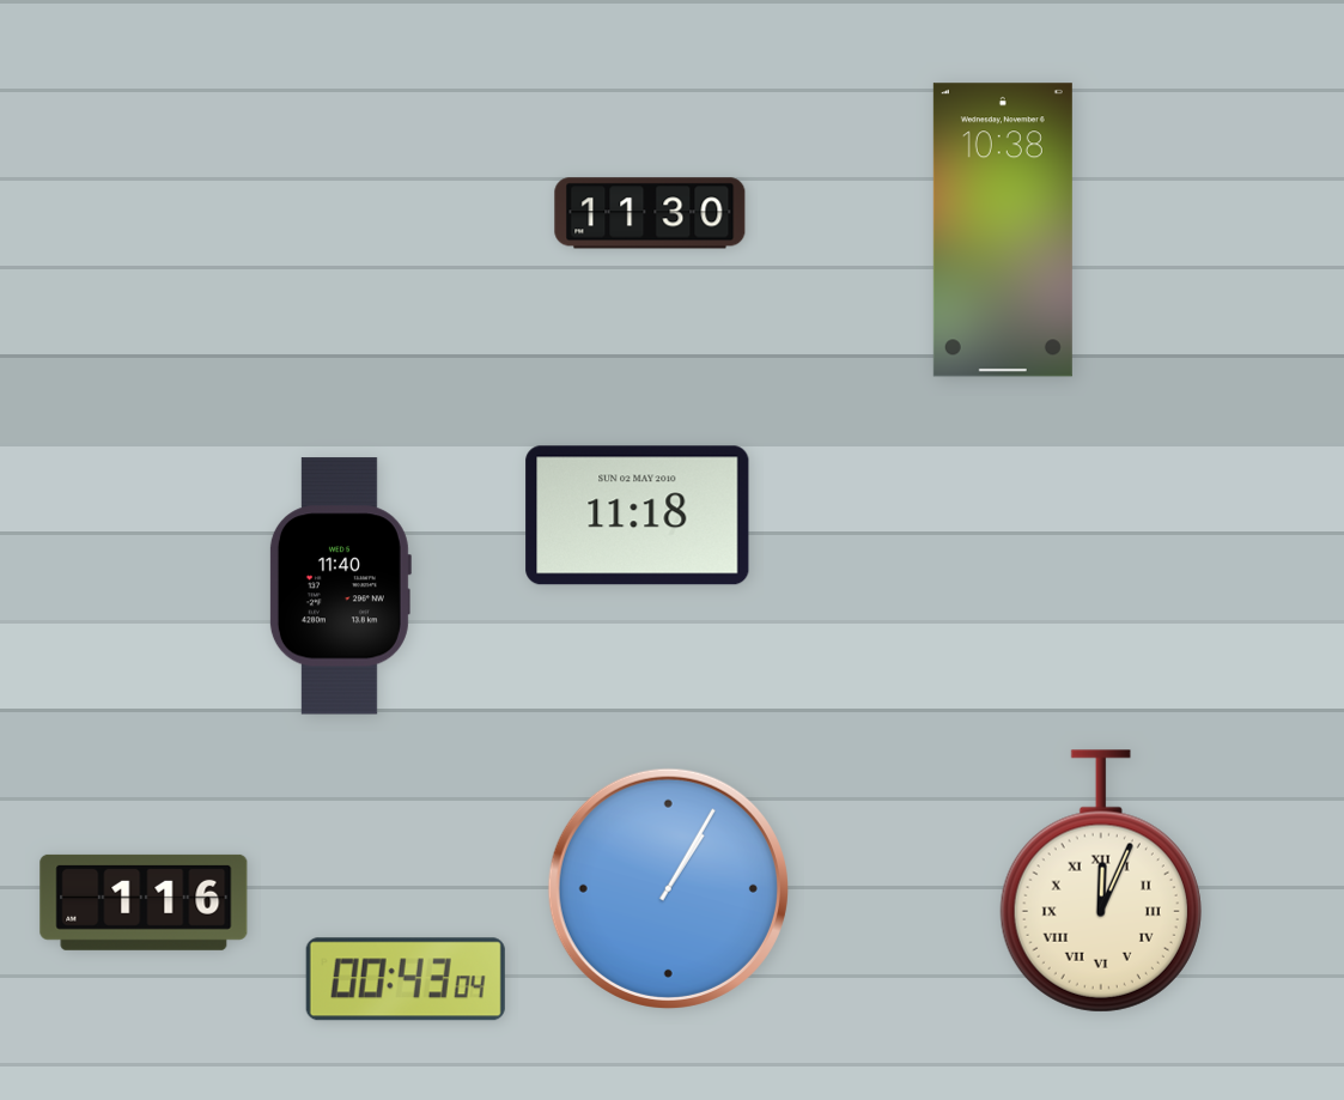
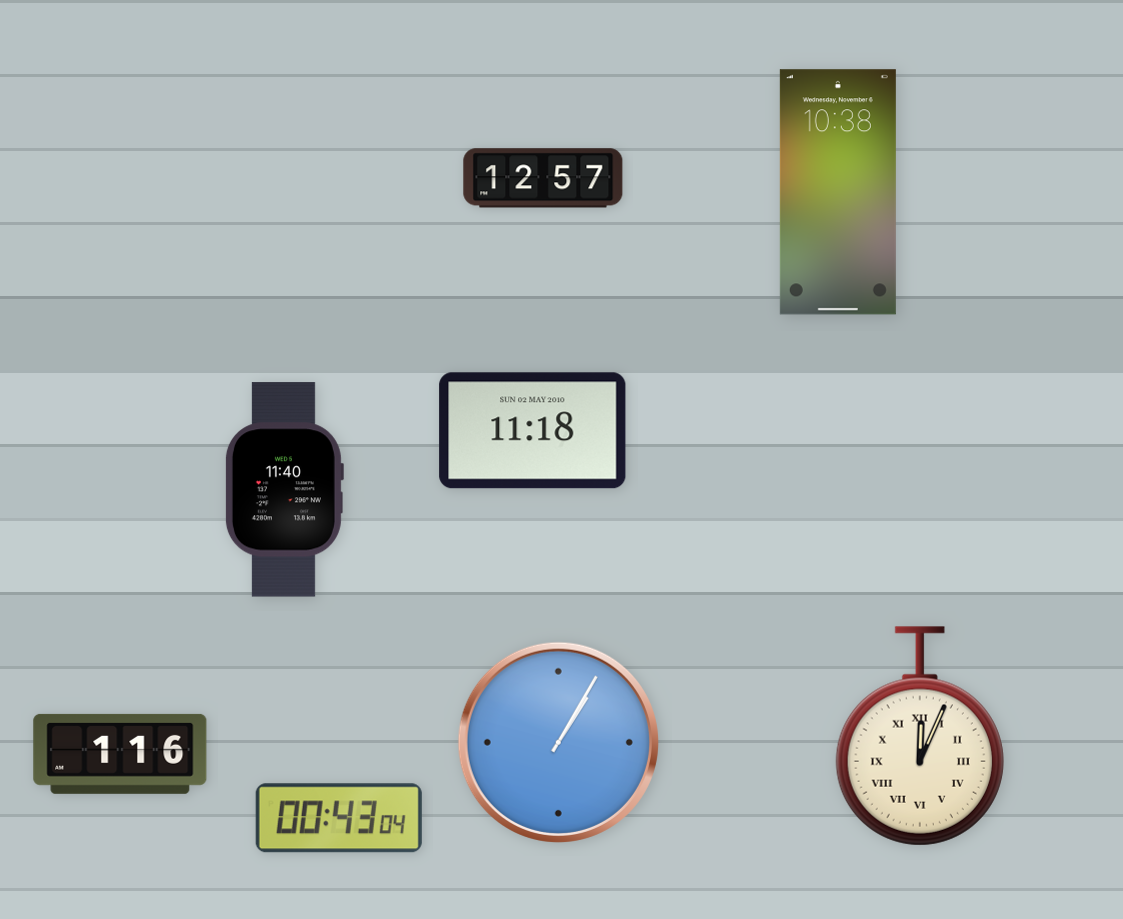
clock at (650, 213): 11:30 -> 12:57
